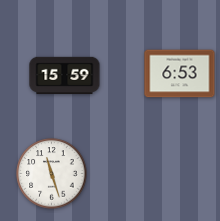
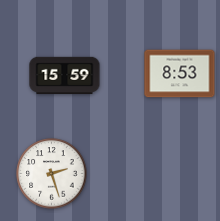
clock at (180, 74): 6:53 -> 8:53
clock at (52, 174): 11:27 -> 2:27
